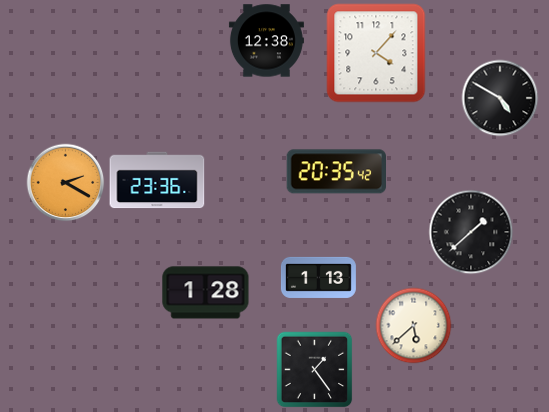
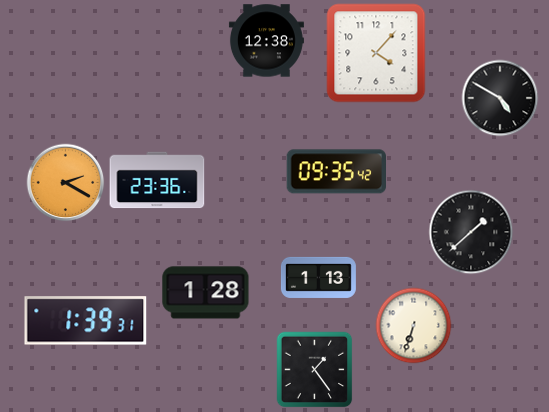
clock at (336, 172): 20:35 -> 09:35
clock at (86, 321): none -> 1:39
clock at (414, 326): 5:38 -> 6:33
